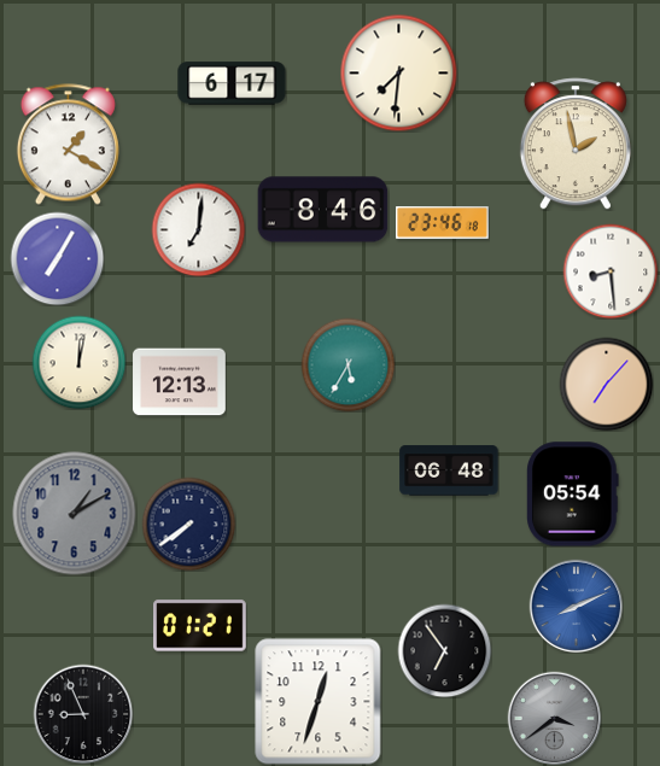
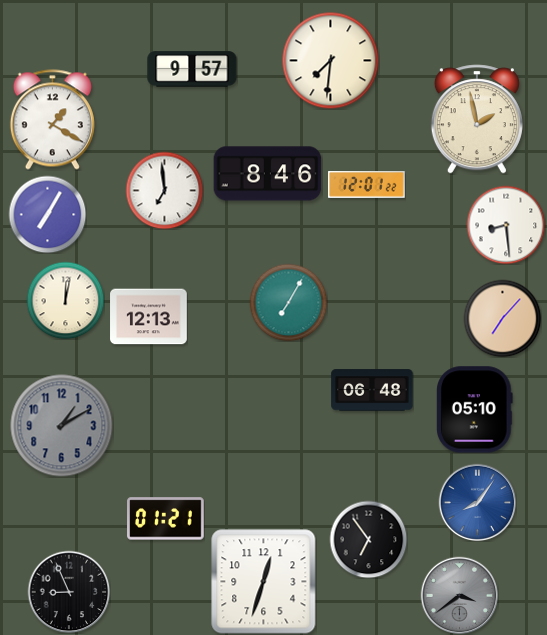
clock at (232, 83): 6:17 -> 9:57
clock at (68, 145) position: (68, 145) -> (52, 120)
clock at (443, 223): 23:46 -> 12:01
clock at (198, 229): 7:01 -> 6:59
clock at (347, 364): 5:35 -> 7:05
clock at (573, 495): 05:54 -> 05:10
clock at (188, 524): 7:39 -> none
clock at (576, 606): 8:11 -> 8:06
